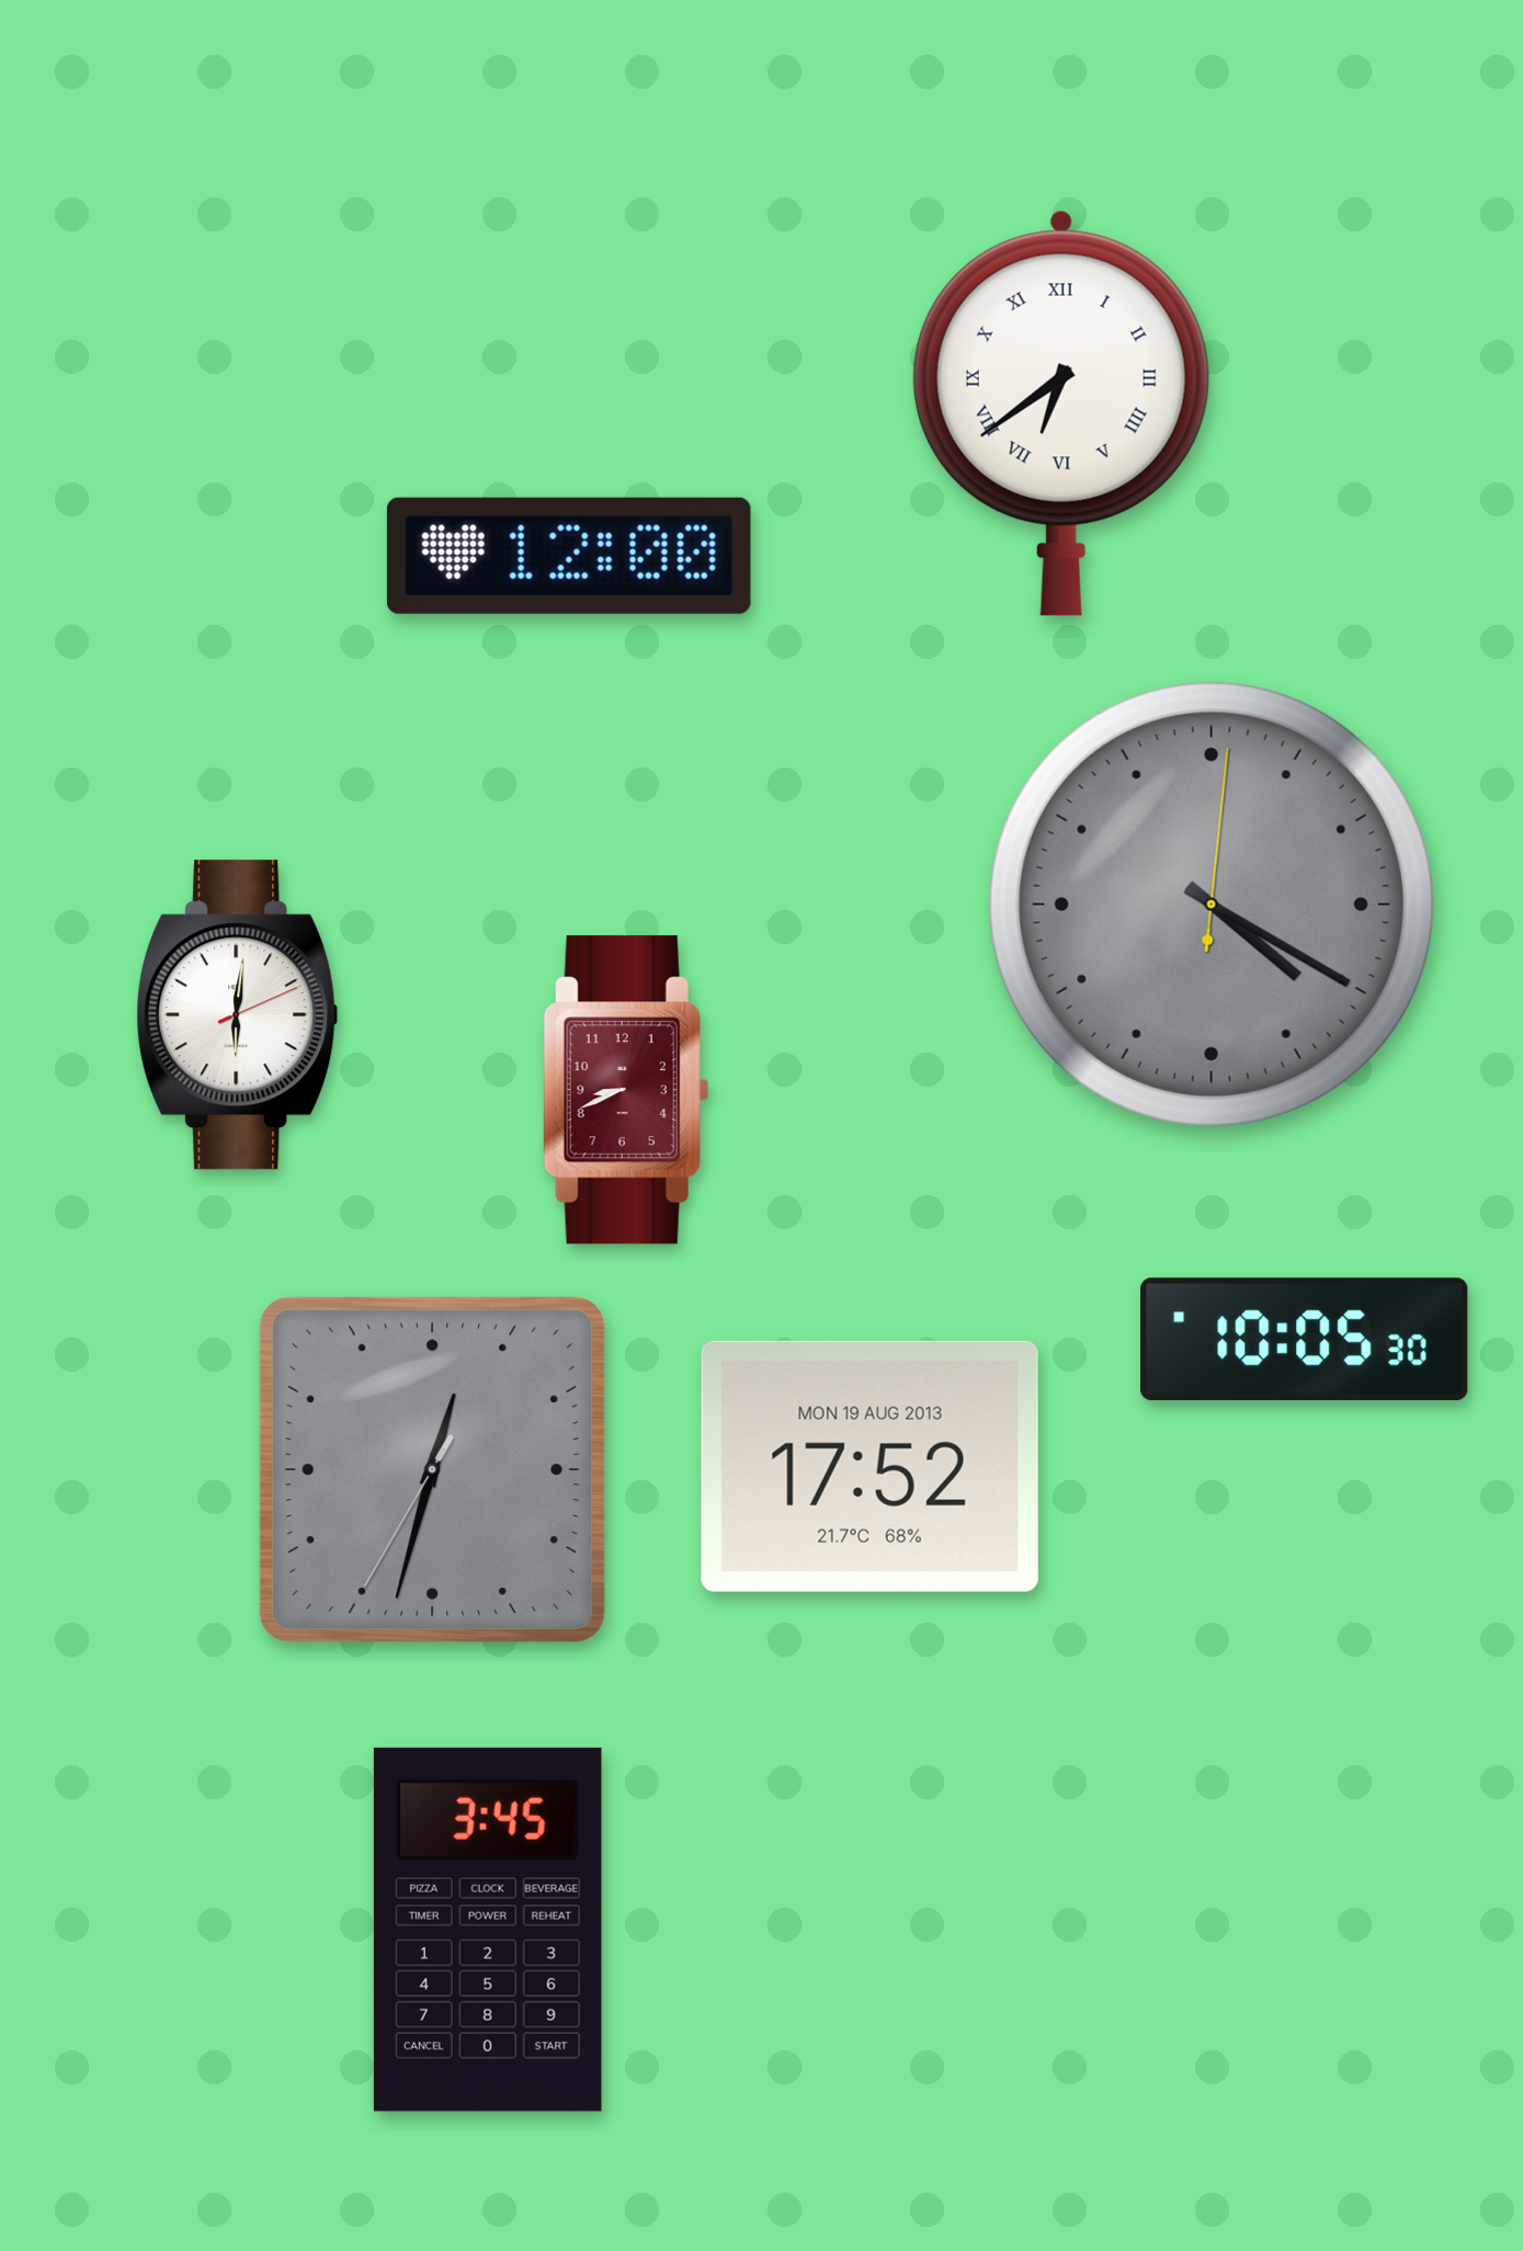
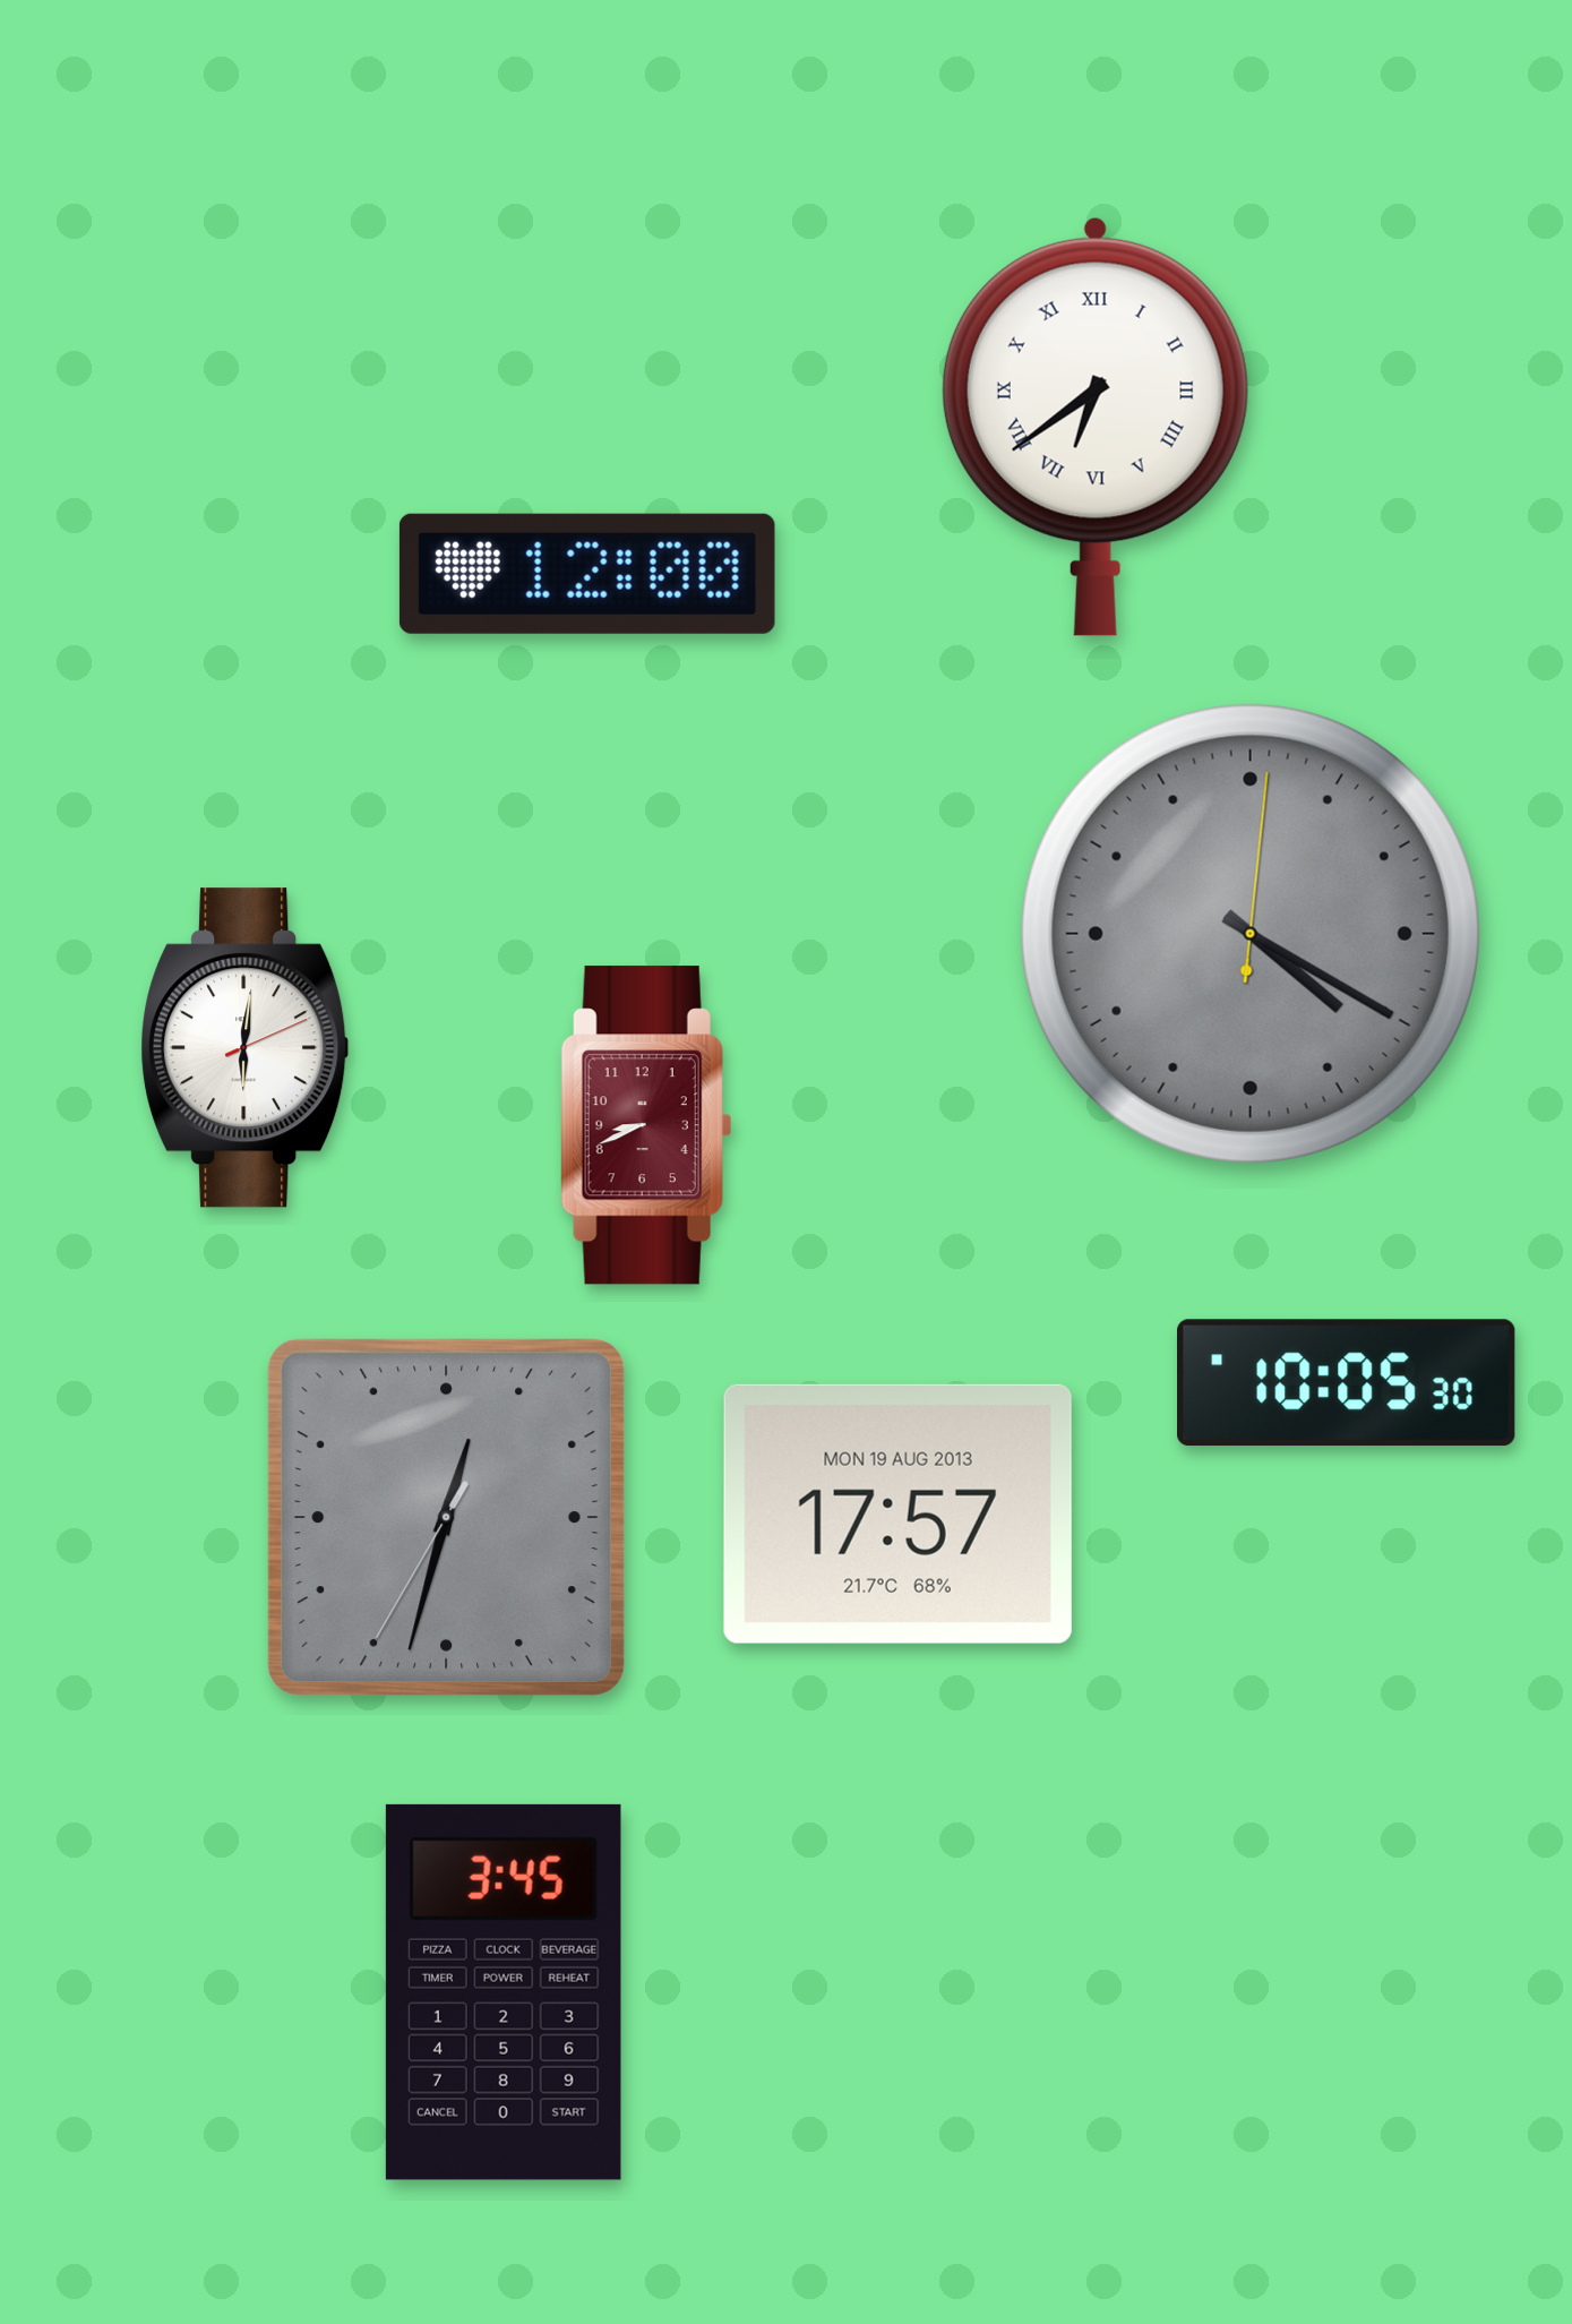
clock at (870, 1466): 17:52 -> 17:57
